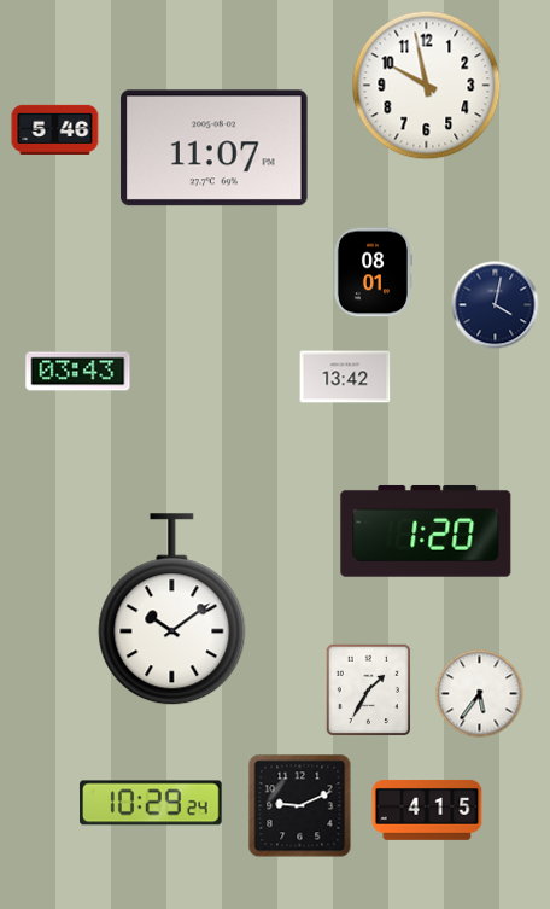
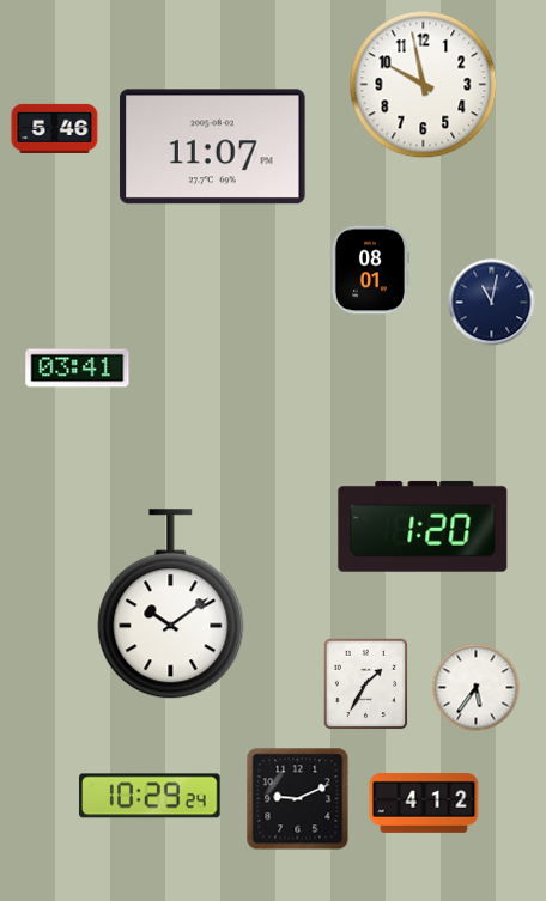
clock at (496, 305): 4:02 -> 11:02
clock at (78, 372): 03:43 -> 03:41
clock at (345, 377): 13:42 -> none
clock at (427, 810): 4:15 -> 4:12
